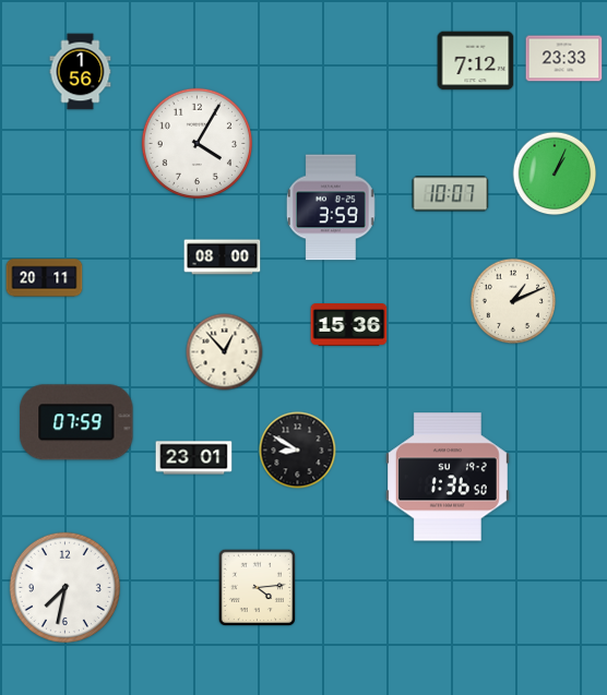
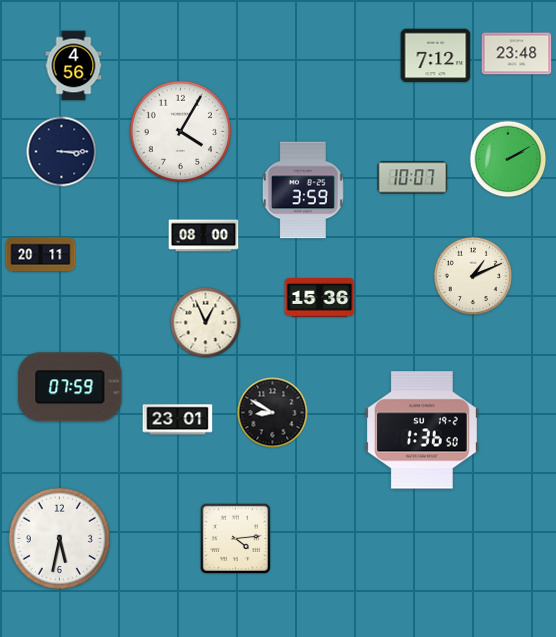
clock at (564, 59): 23:33 -> 23:48
clock at (81, 72): 1:56 -> 4:56
clock at (62, 152): none -> 3:15
clock at (555, 173): 1:04 -> 2:10
clock at (513, 301) position: (513, 301) -> (473, 276)
clock at (225, 352): 12:53 -> 12:56
clock at (448, 477) position: (448, 477) -> (422, 430)
clock at (64, 587): 7:32 -> 5:32
